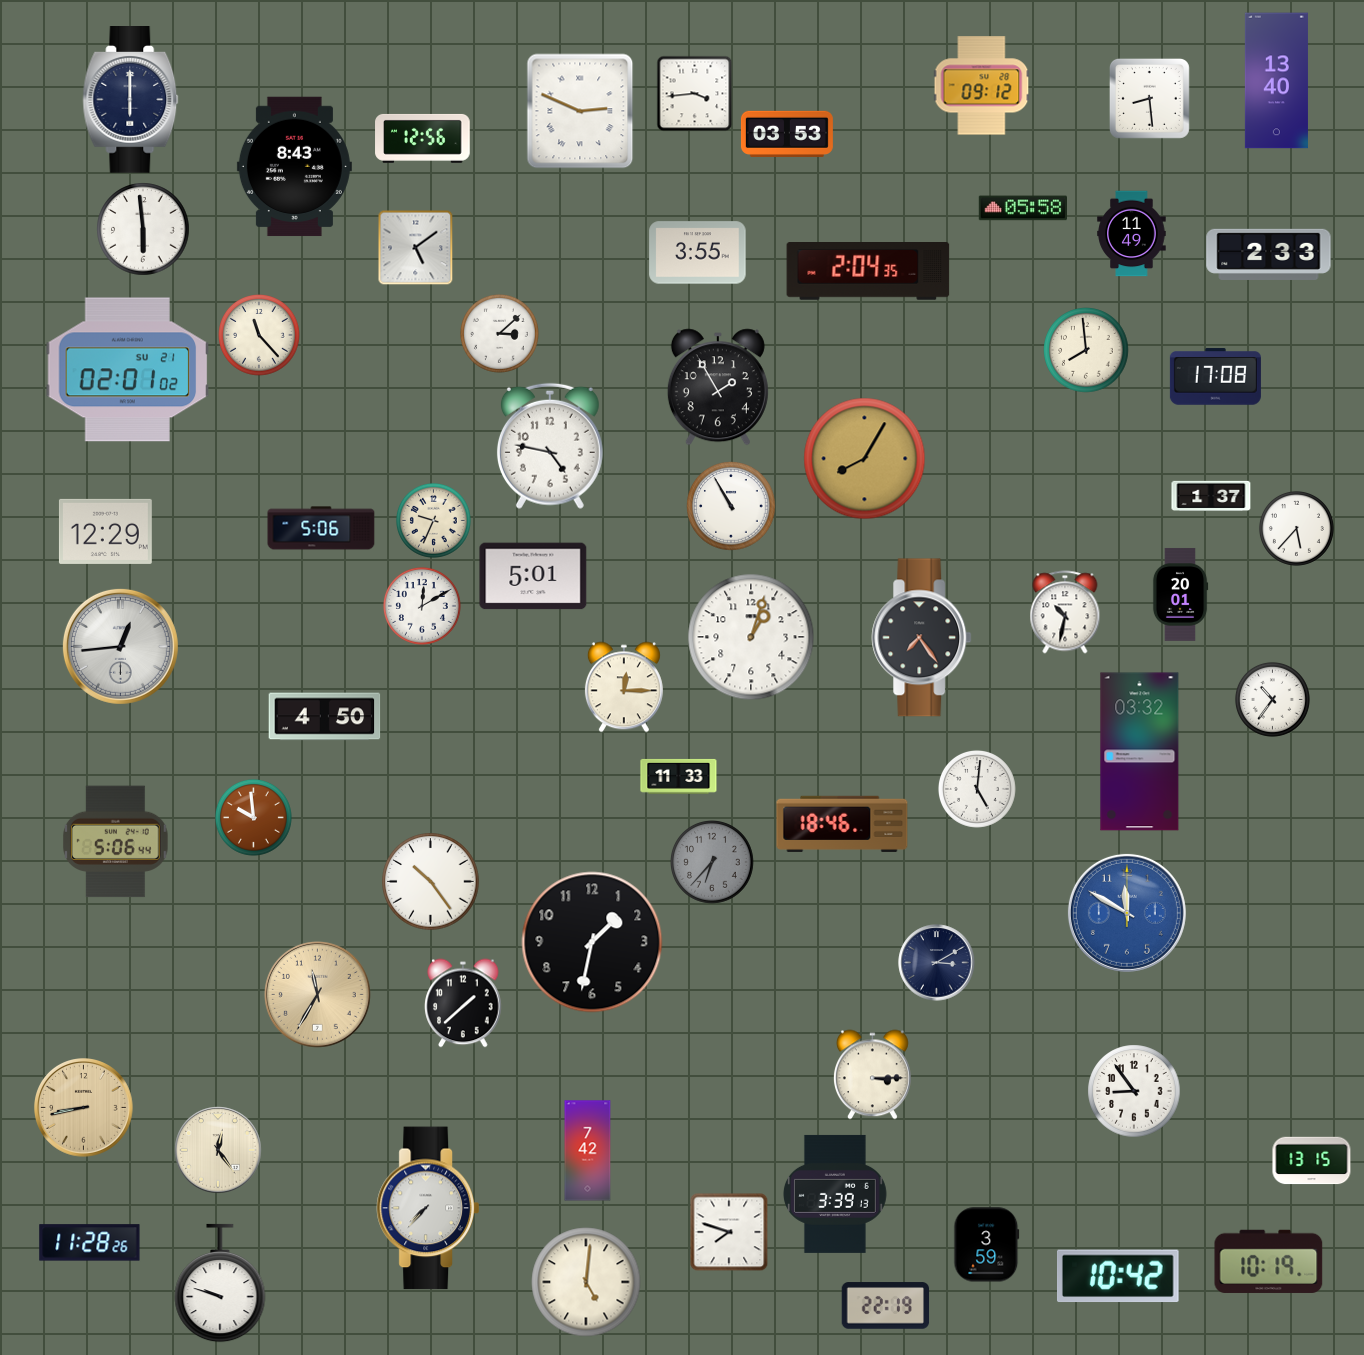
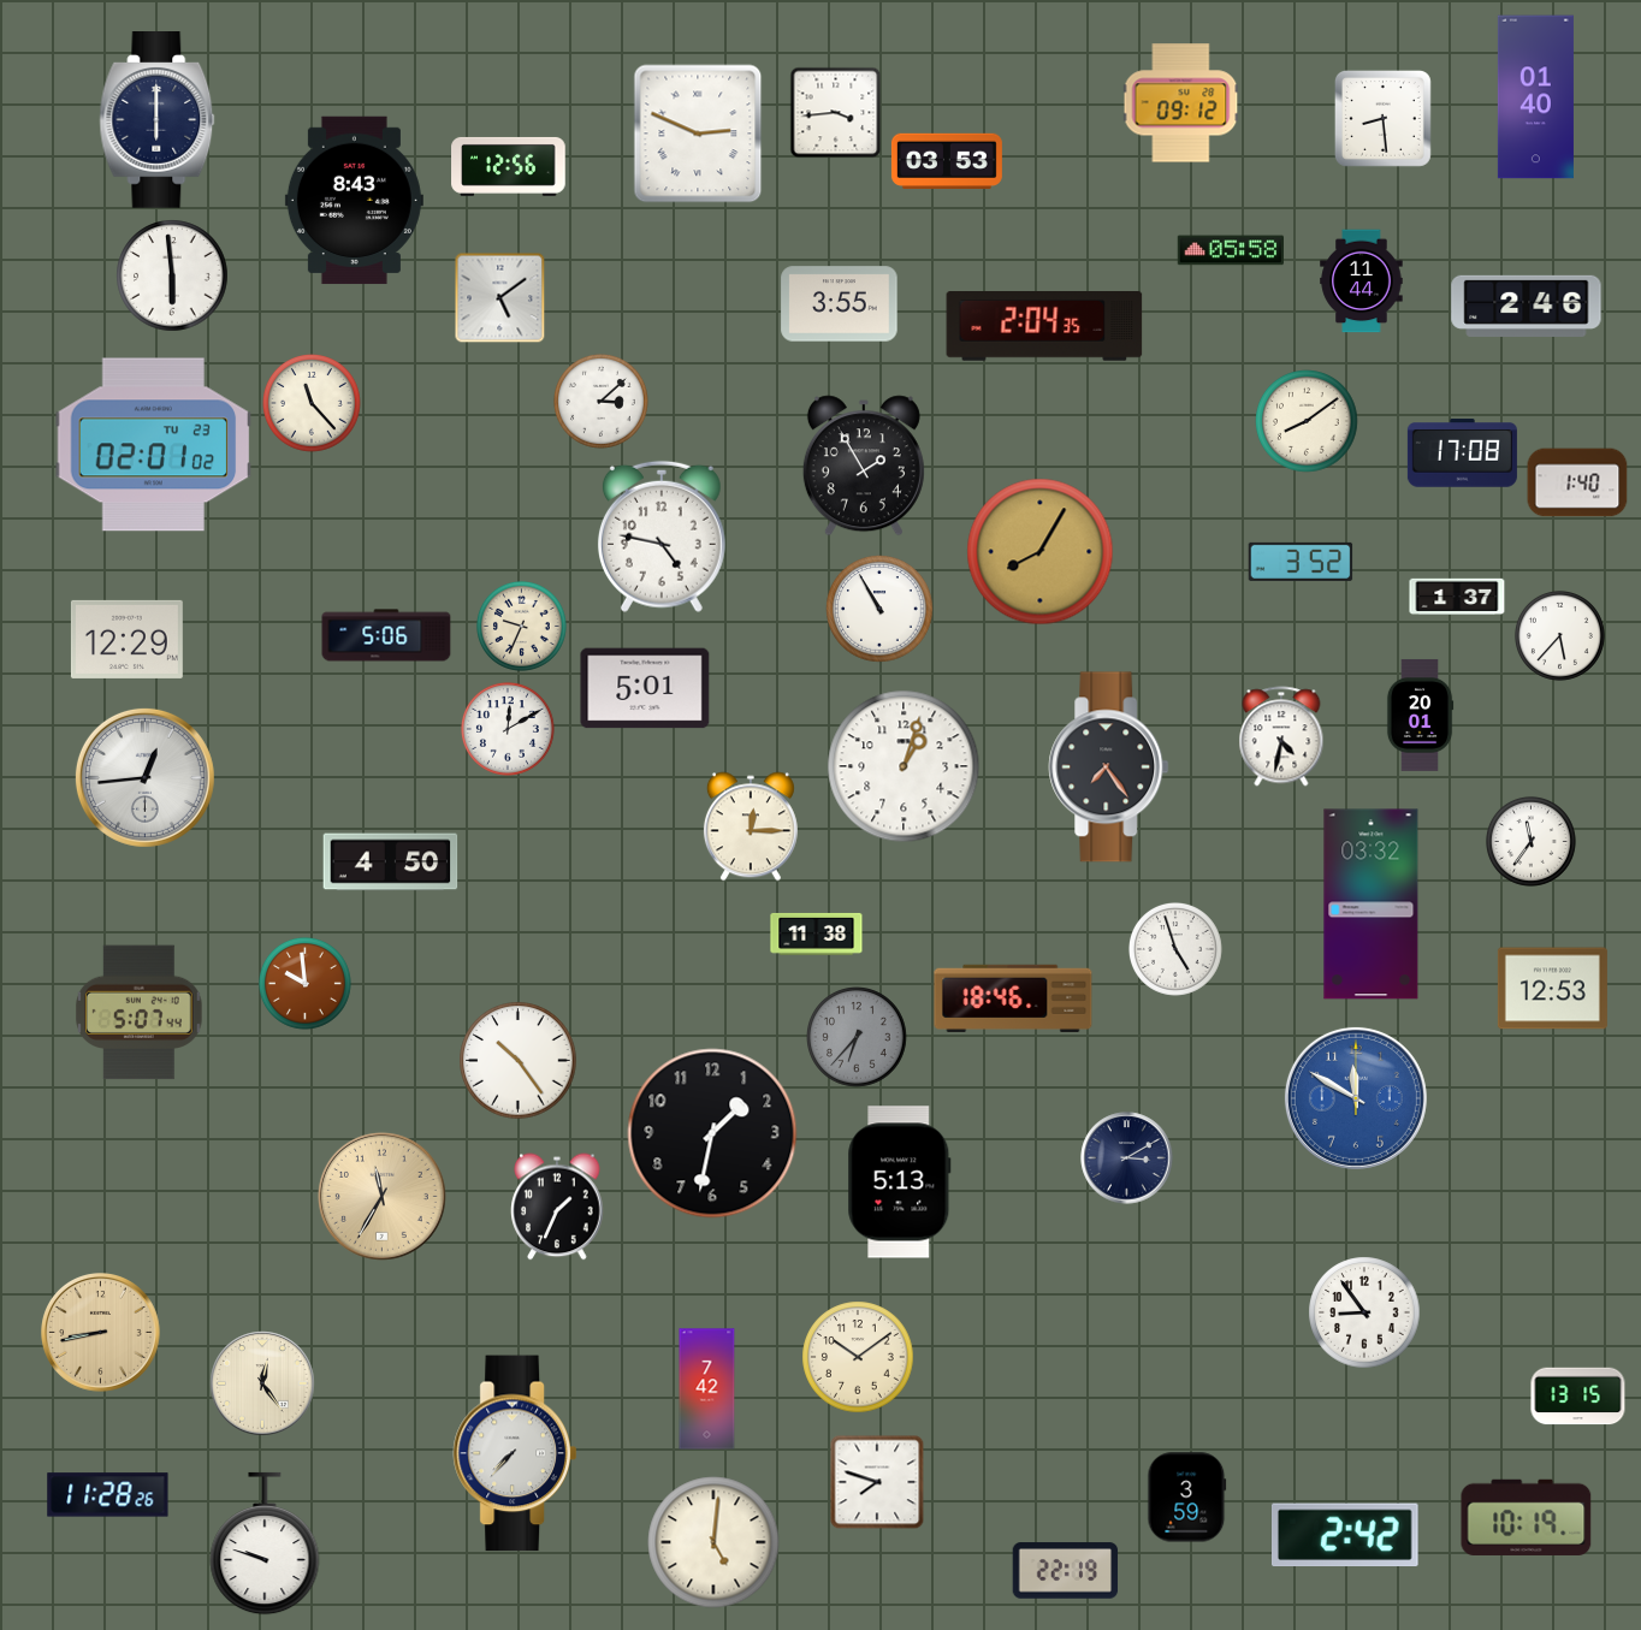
clock at (1276, 81): 13:40 -> 01:40
clock at (1132, 234): 11:49 -> 11:44
clock at (1269, 254): 2:33 -> 2:46
clock at (1086, 350): 7:59 -> 8:09
clock at (128, 370) date: SU 21 -> TU 23
clock at (1577, 482): none -> 1:40
clock at (1301, 562): none -> 3:52
clock at (533, 576) position: (533, 576) -> (645, 688)
clock at (1065, 612): 10:32 -> 4:32
clock at (1272, 699): 10:36 -> 11:36
clock at (679, 776): 11:33 -> 11:38
clock at (977, 789): 5:01 -> 4:57
clock at (1552, 989): none -> 12:53
clock at (842, 824) position: (842, 824) -> (1013, 998)
clock at (116, 842): 5:06 -> 5:07
clock at (900, 1183): none -> 5:13
clock at (463, 1003): 1:38 -> 1:34
clock at (872, 1075): 3:15 -> none
clock at (858, 1357): none -> 10:09
clock at (588, 1151) position: (588, 1151) -> (707, 1389)
clock at (836, 1194): 3:39 -> none
clock at (1119, 1276): 10:42 -> 2:42
clock at (586, 1282) position: (586, 1282) -> (713, 1542)
